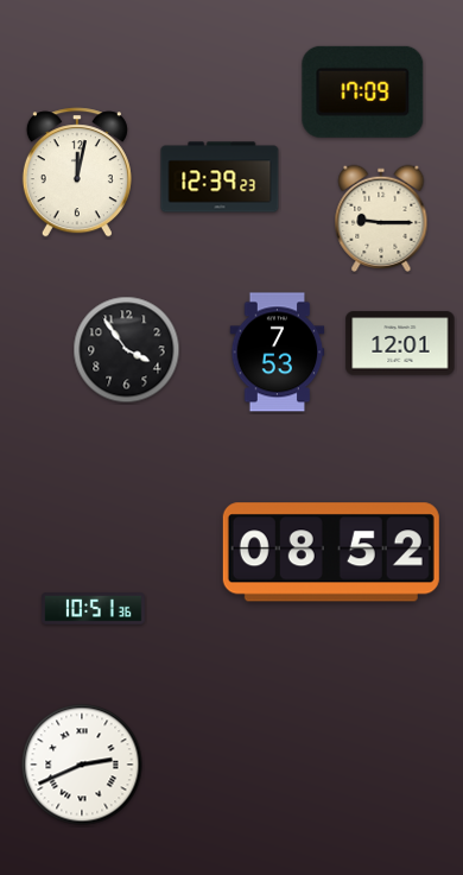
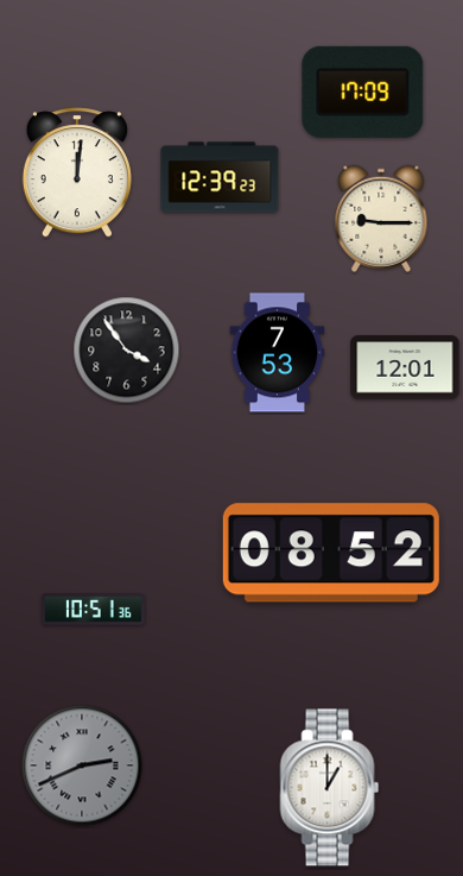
clock at (77, 172): 12:02 -> 12:01
clock at (400, 343) position: (400, 343) -> (405, 367)
clock at (82, 765) dial: white -> grey
clock at (330, 788): none -> 1:00
